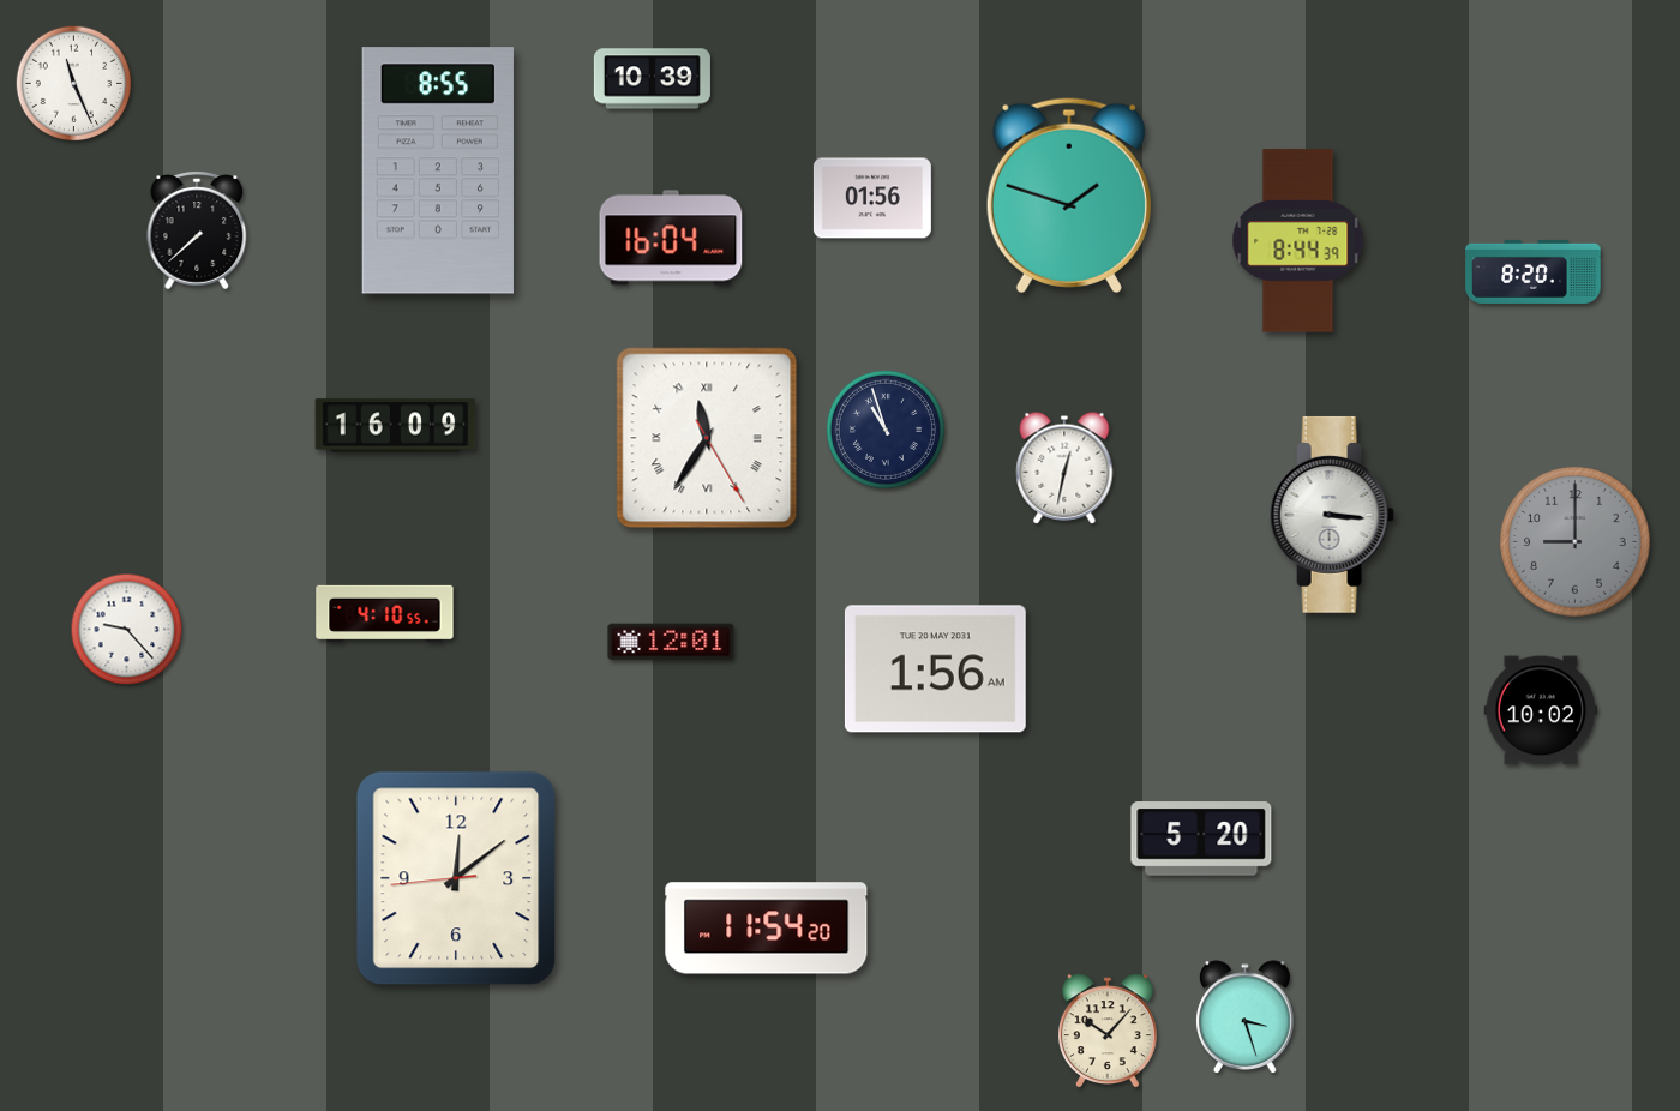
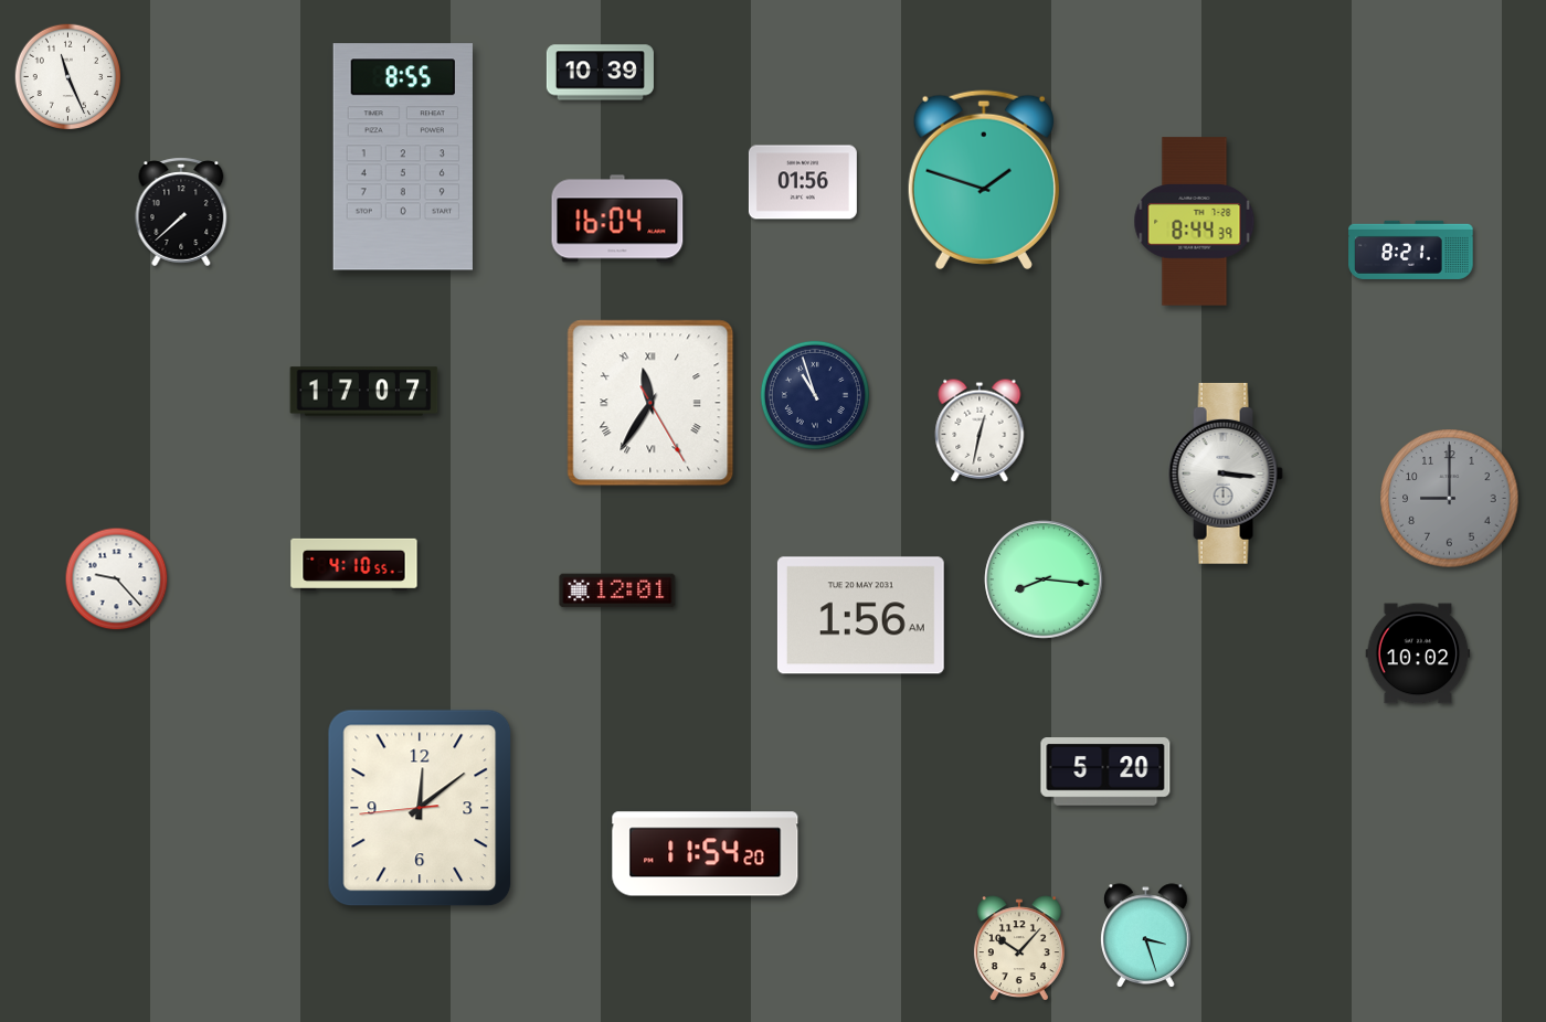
clock at (1534, 271): 8:20 -> 8:21
clock at (396, 426): 16:09 -> 17:07
clock at (1044, 579): none -> 8:16
